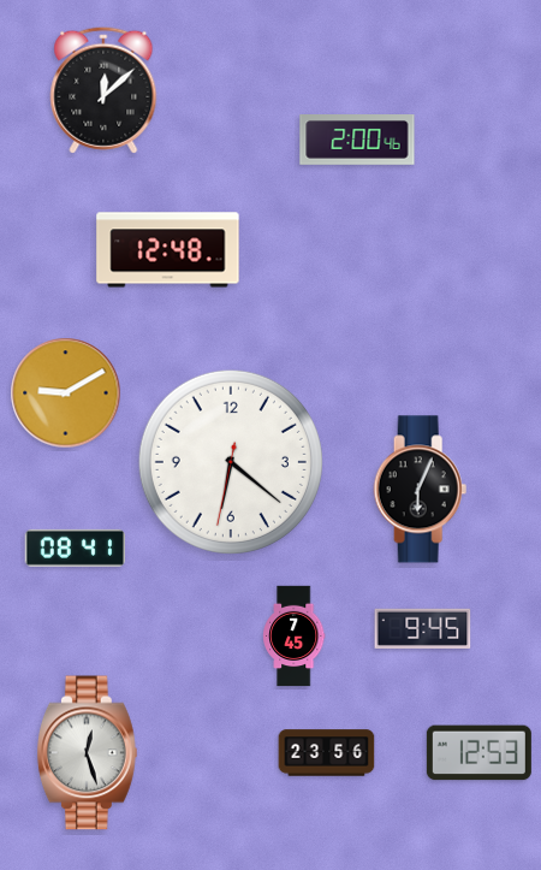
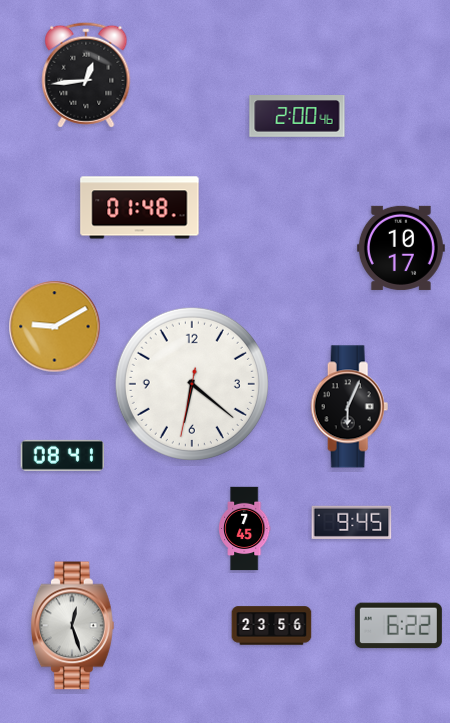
clock at (103, 90): 12:08 -> 12:44
clock at (168, 250): 12:48 -> 01:48
clock at (401, 248): none -> 10:17
clock at (478, 753): 12:53 -> 6:22
